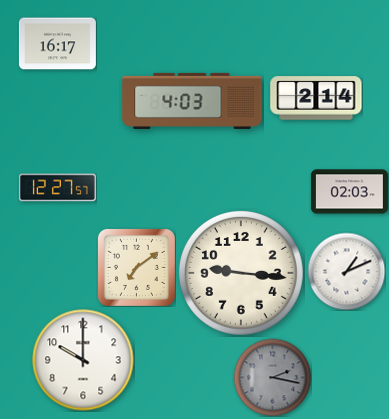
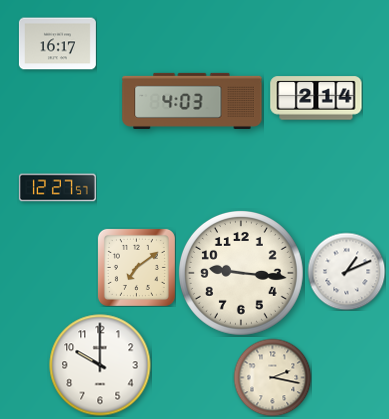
clock at (349, 192): 02:03 -> none
clock at (83, 360) position: (83, 360) -> (100, 365)
clock at (272, 377) dial: grey -> cream
